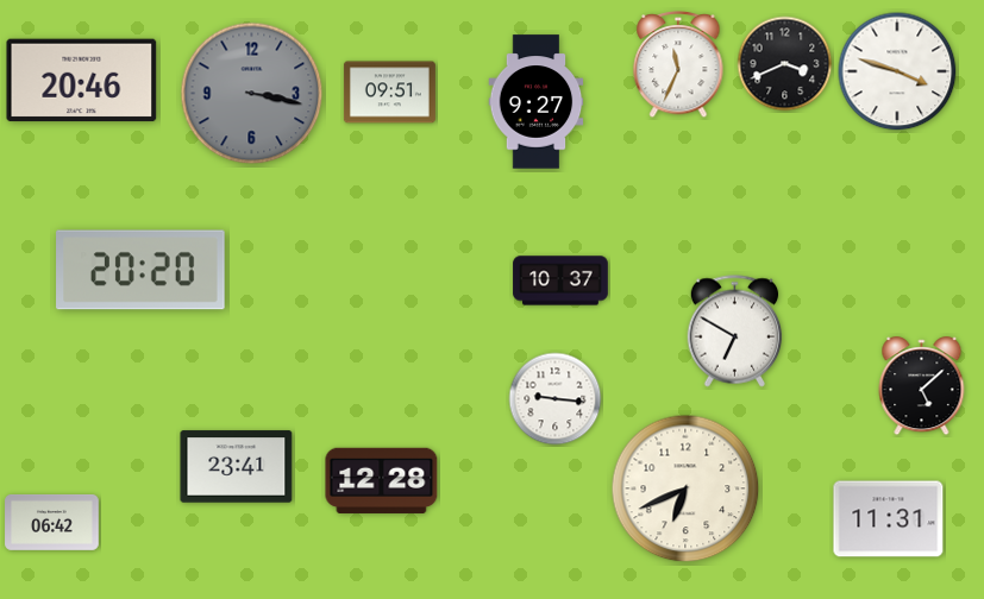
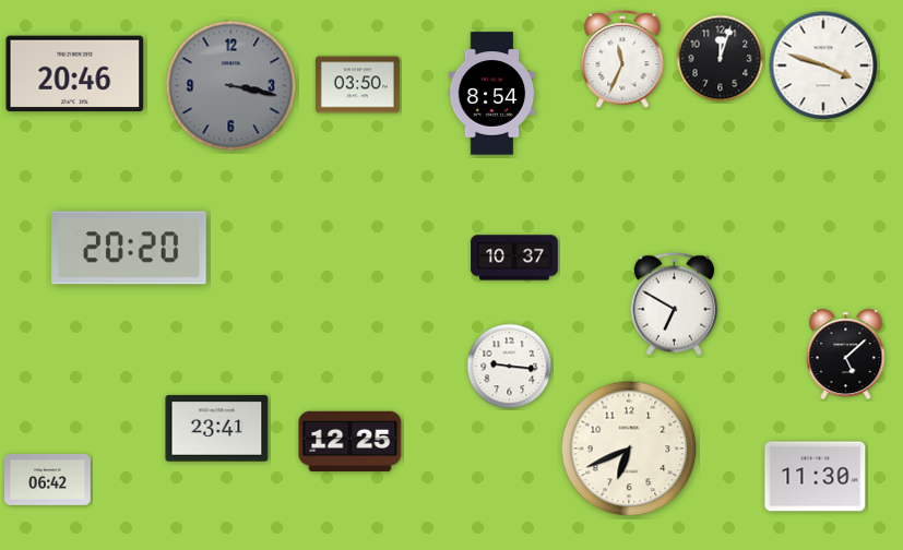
clock at (785, 64): 3:41 -> 12:03
clock at (389, 93): 09:51 -> 03:50
clock at (537, 102): 9:27 -> 8:54
clock at (382, 480): 12:28 -> 12:25
clock at (889, 519): 11:31 -> 11:30
